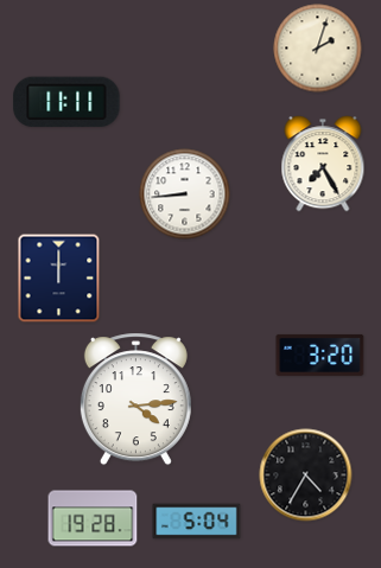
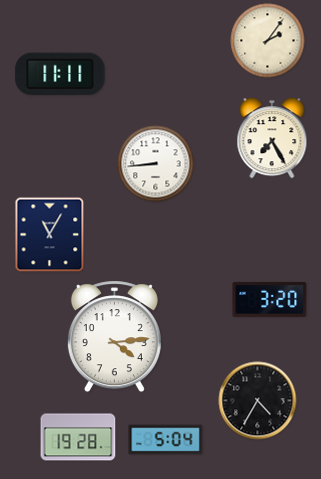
clock at (318, 49): 2:03 -> 2:06
clock at (66, 102) position: (66, 102) -> (60, 74)
clock at (59, 279): 12:00 -> 11:05
